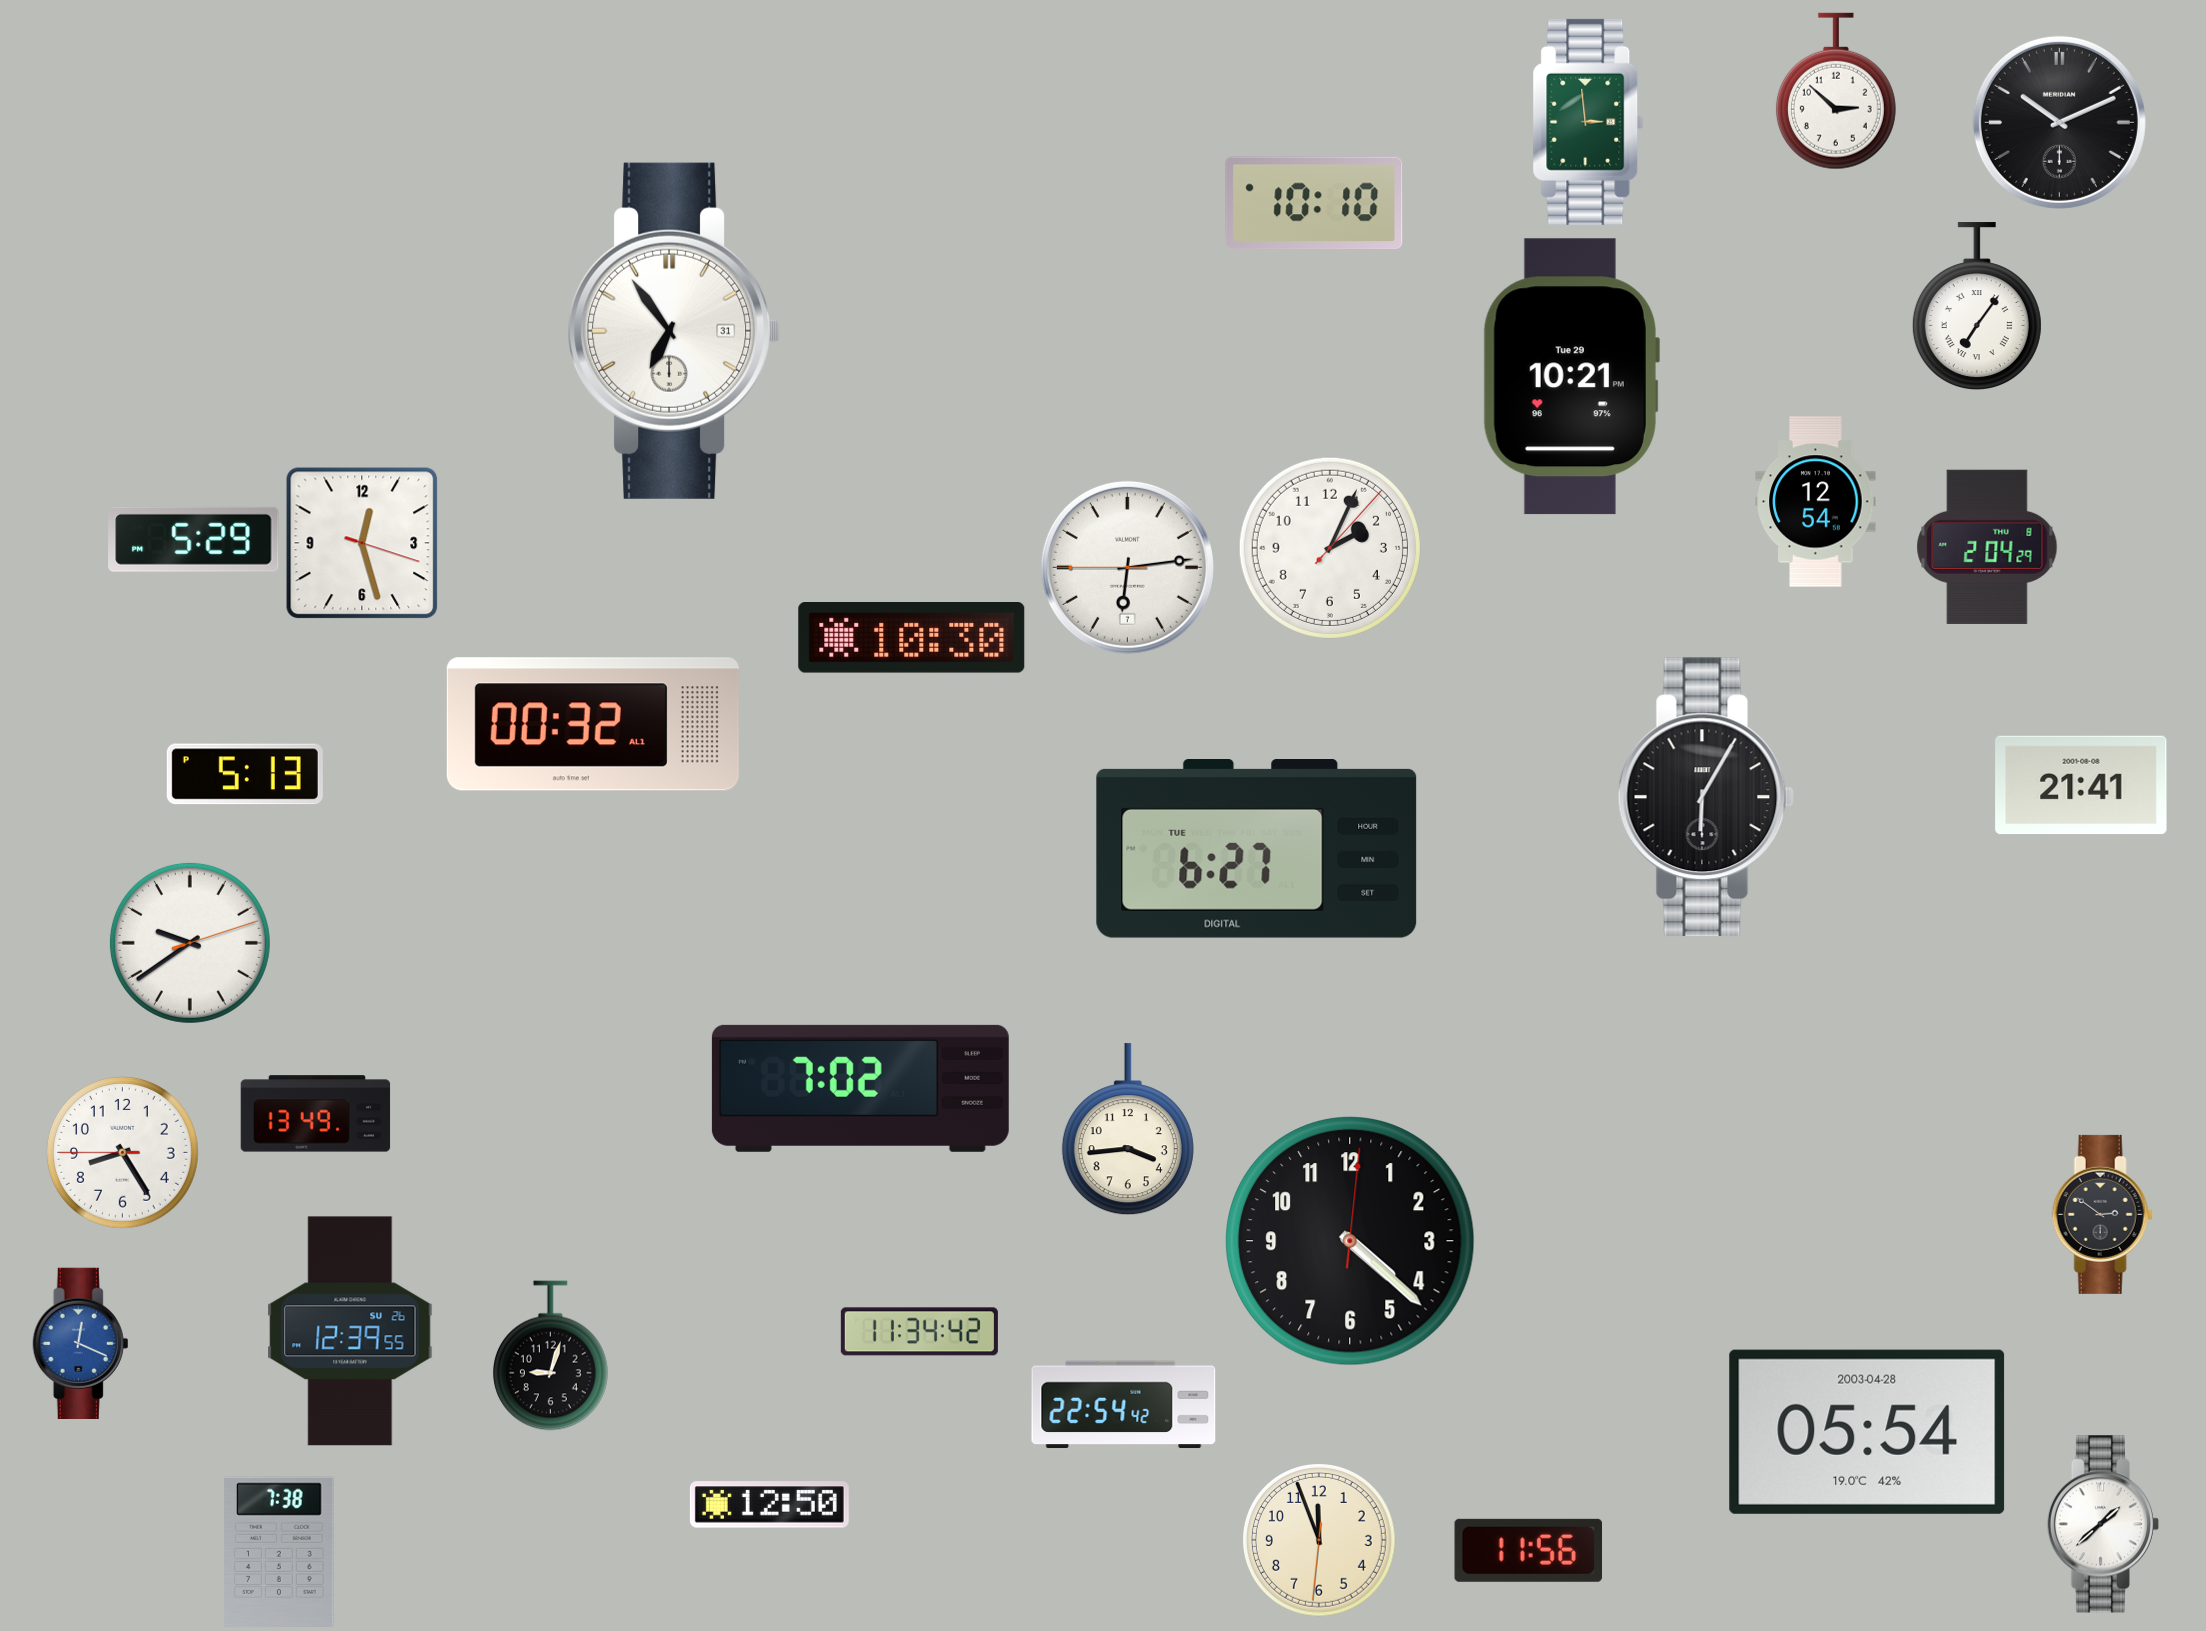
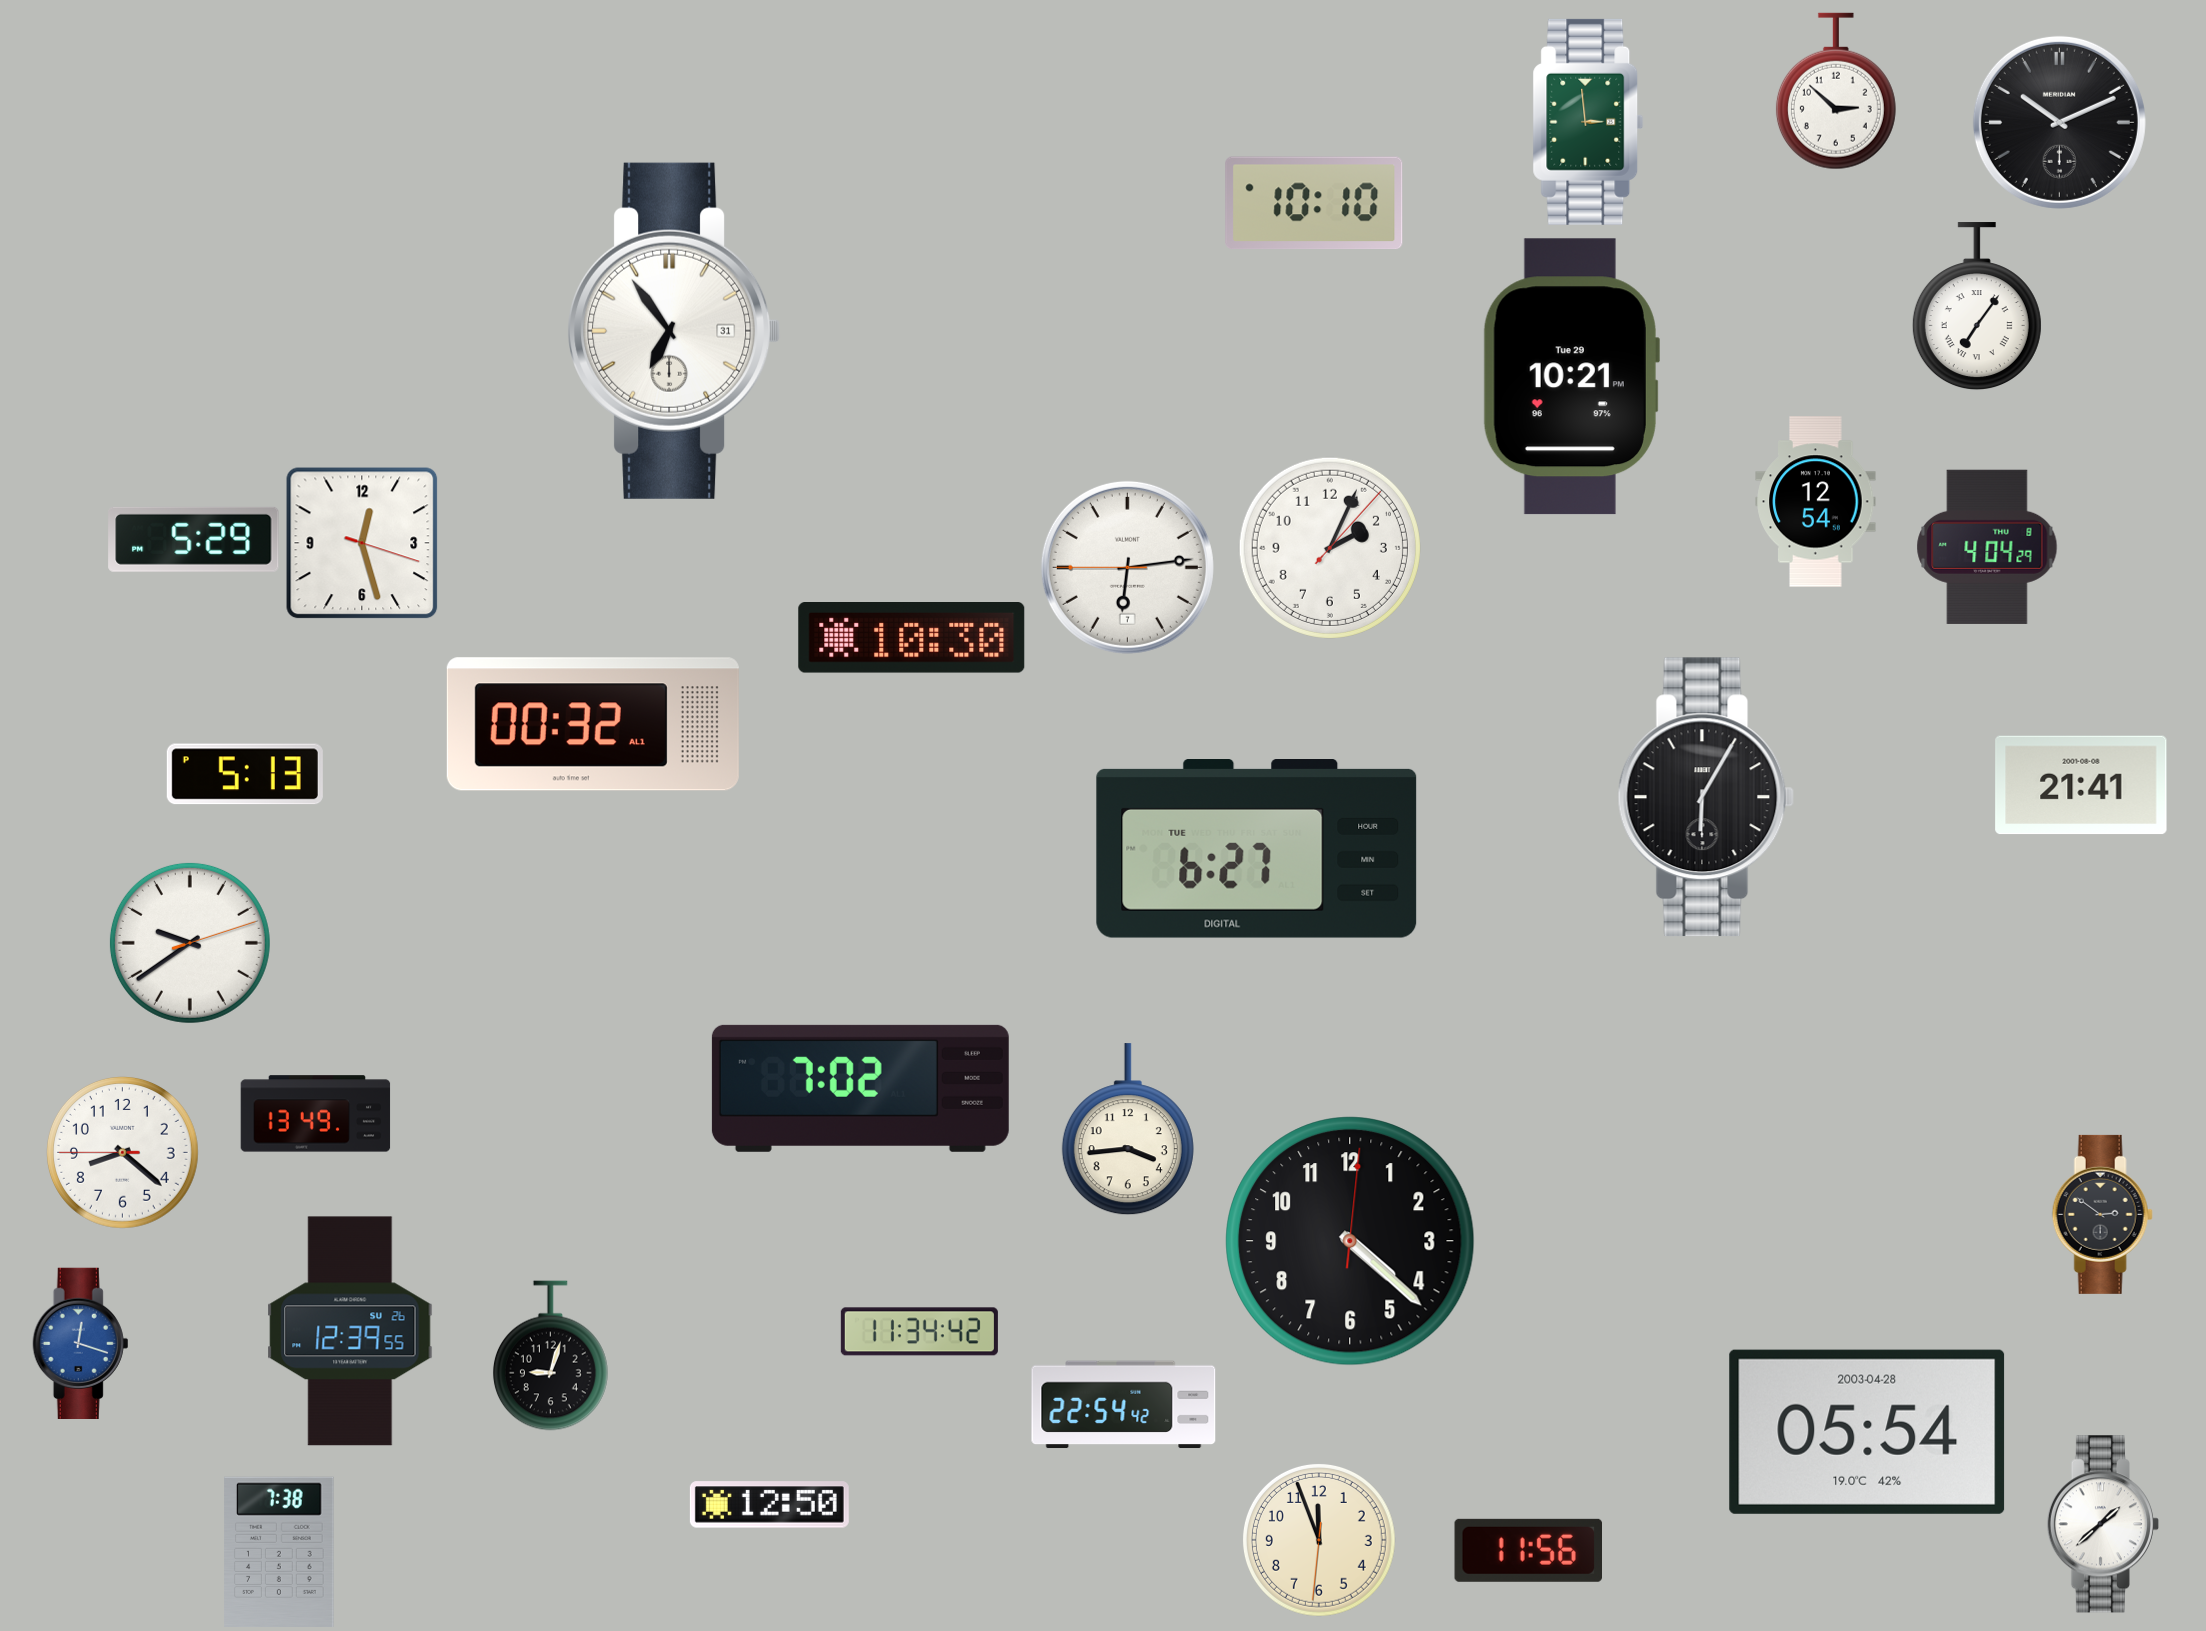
clock at (1987, 547): 2:04 -> 4:04
clock at (122, 1152): 8:24 -> 8:21
clock at (81, 1343): 12:19 -> 12:18
